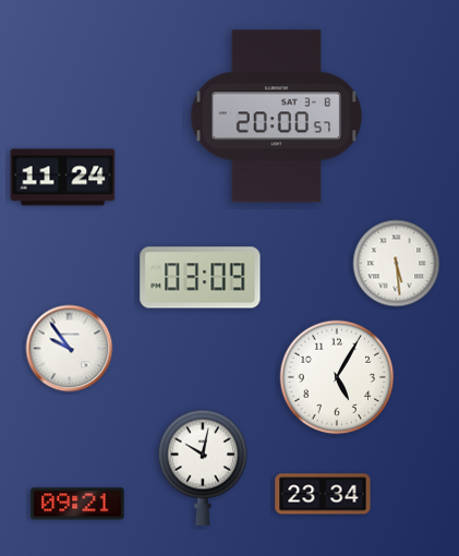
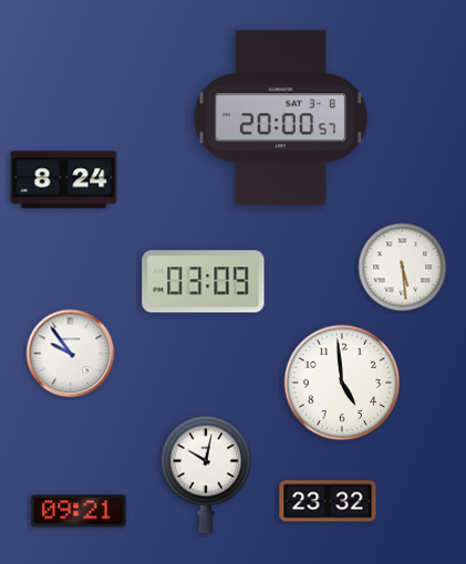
clock at (63, 178): 11:24 -> 8:24
clock at (337, 377): 5:05 -> 4:59
clock at (323, 494): 23:34 -> 23:32
